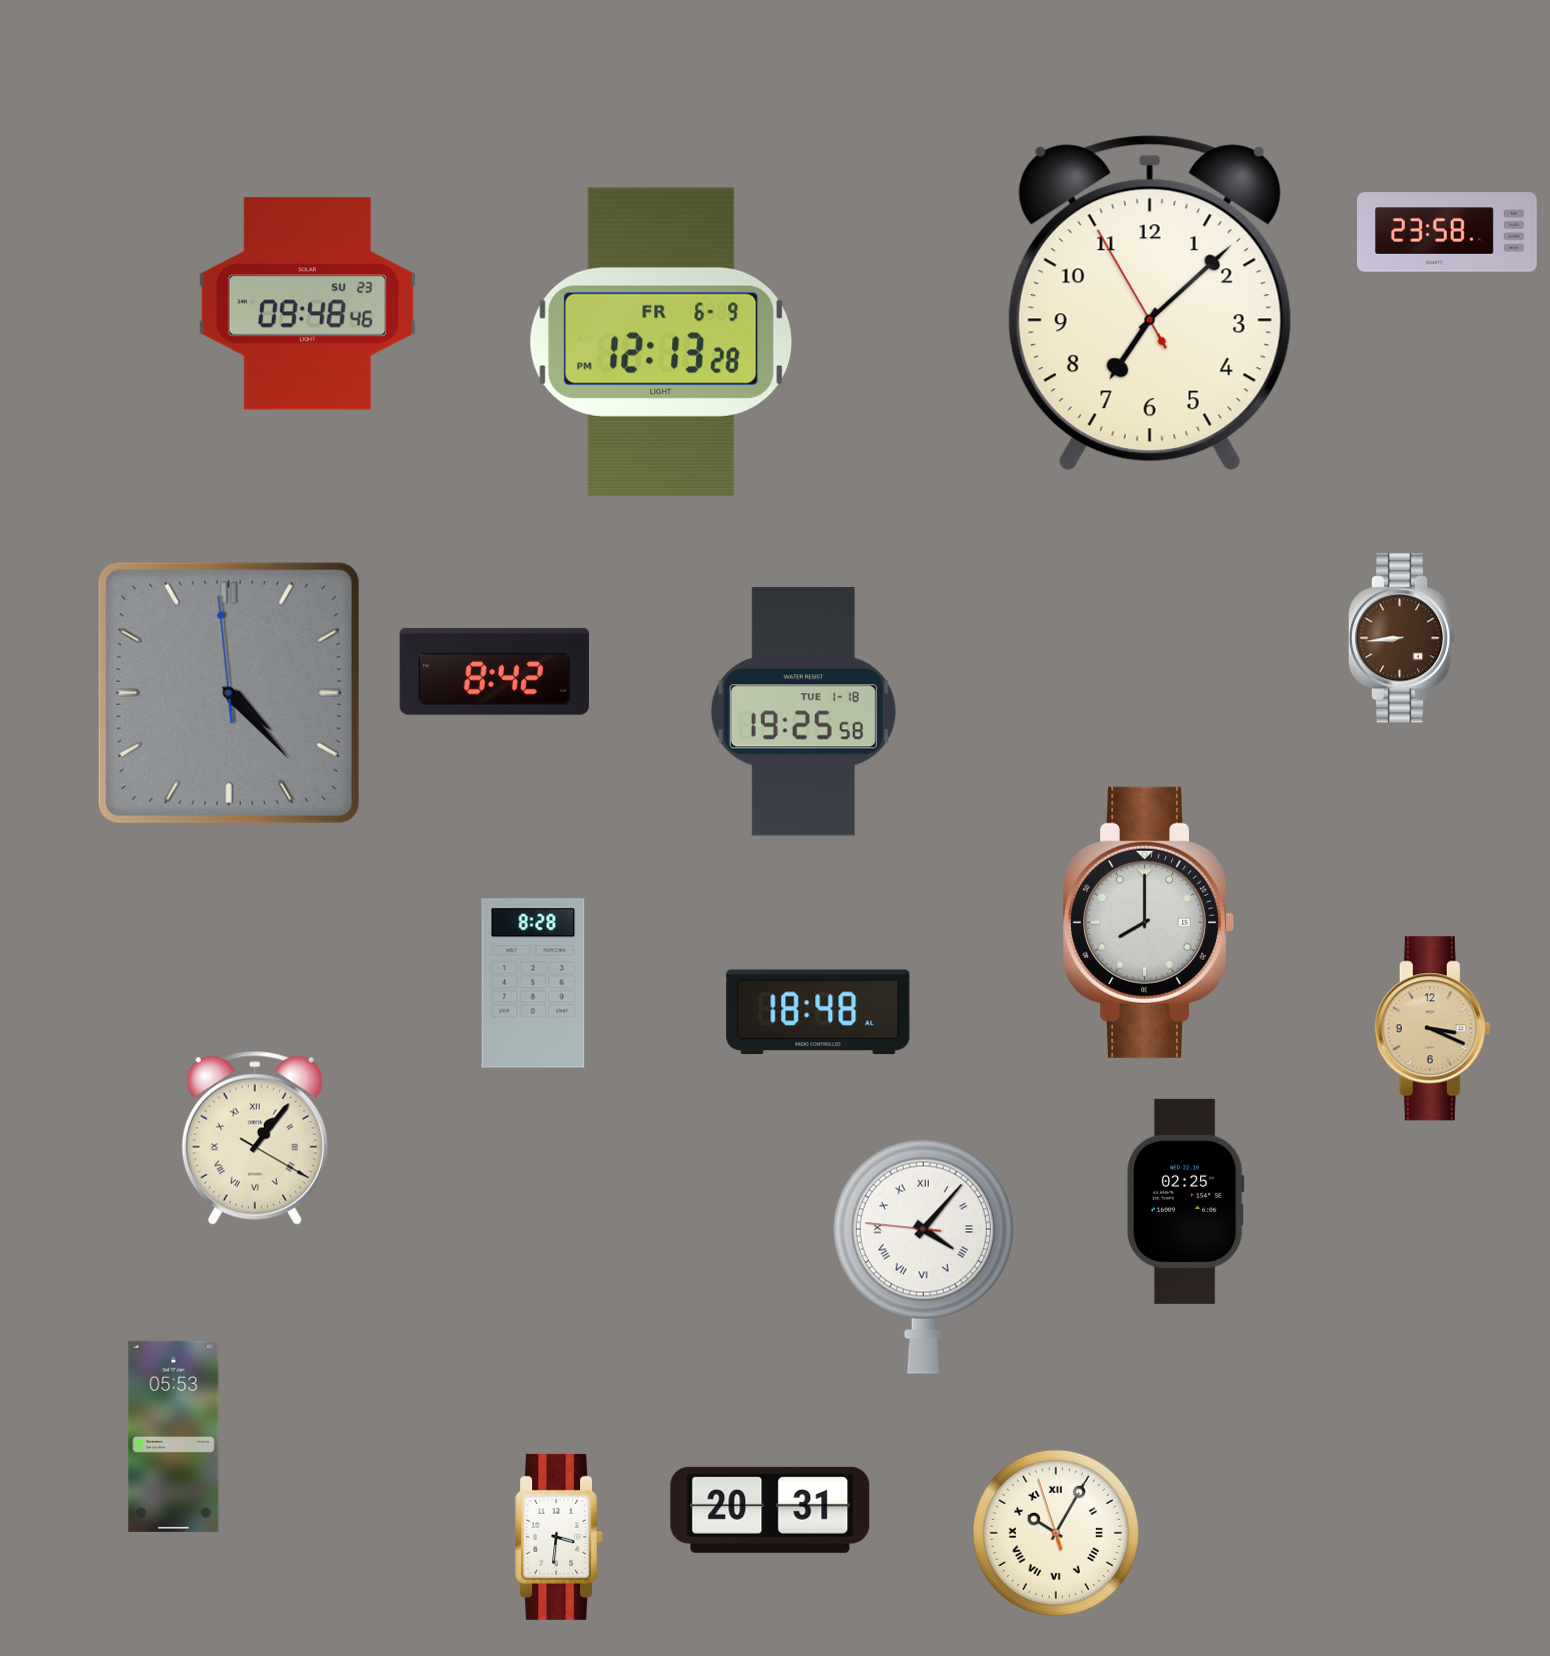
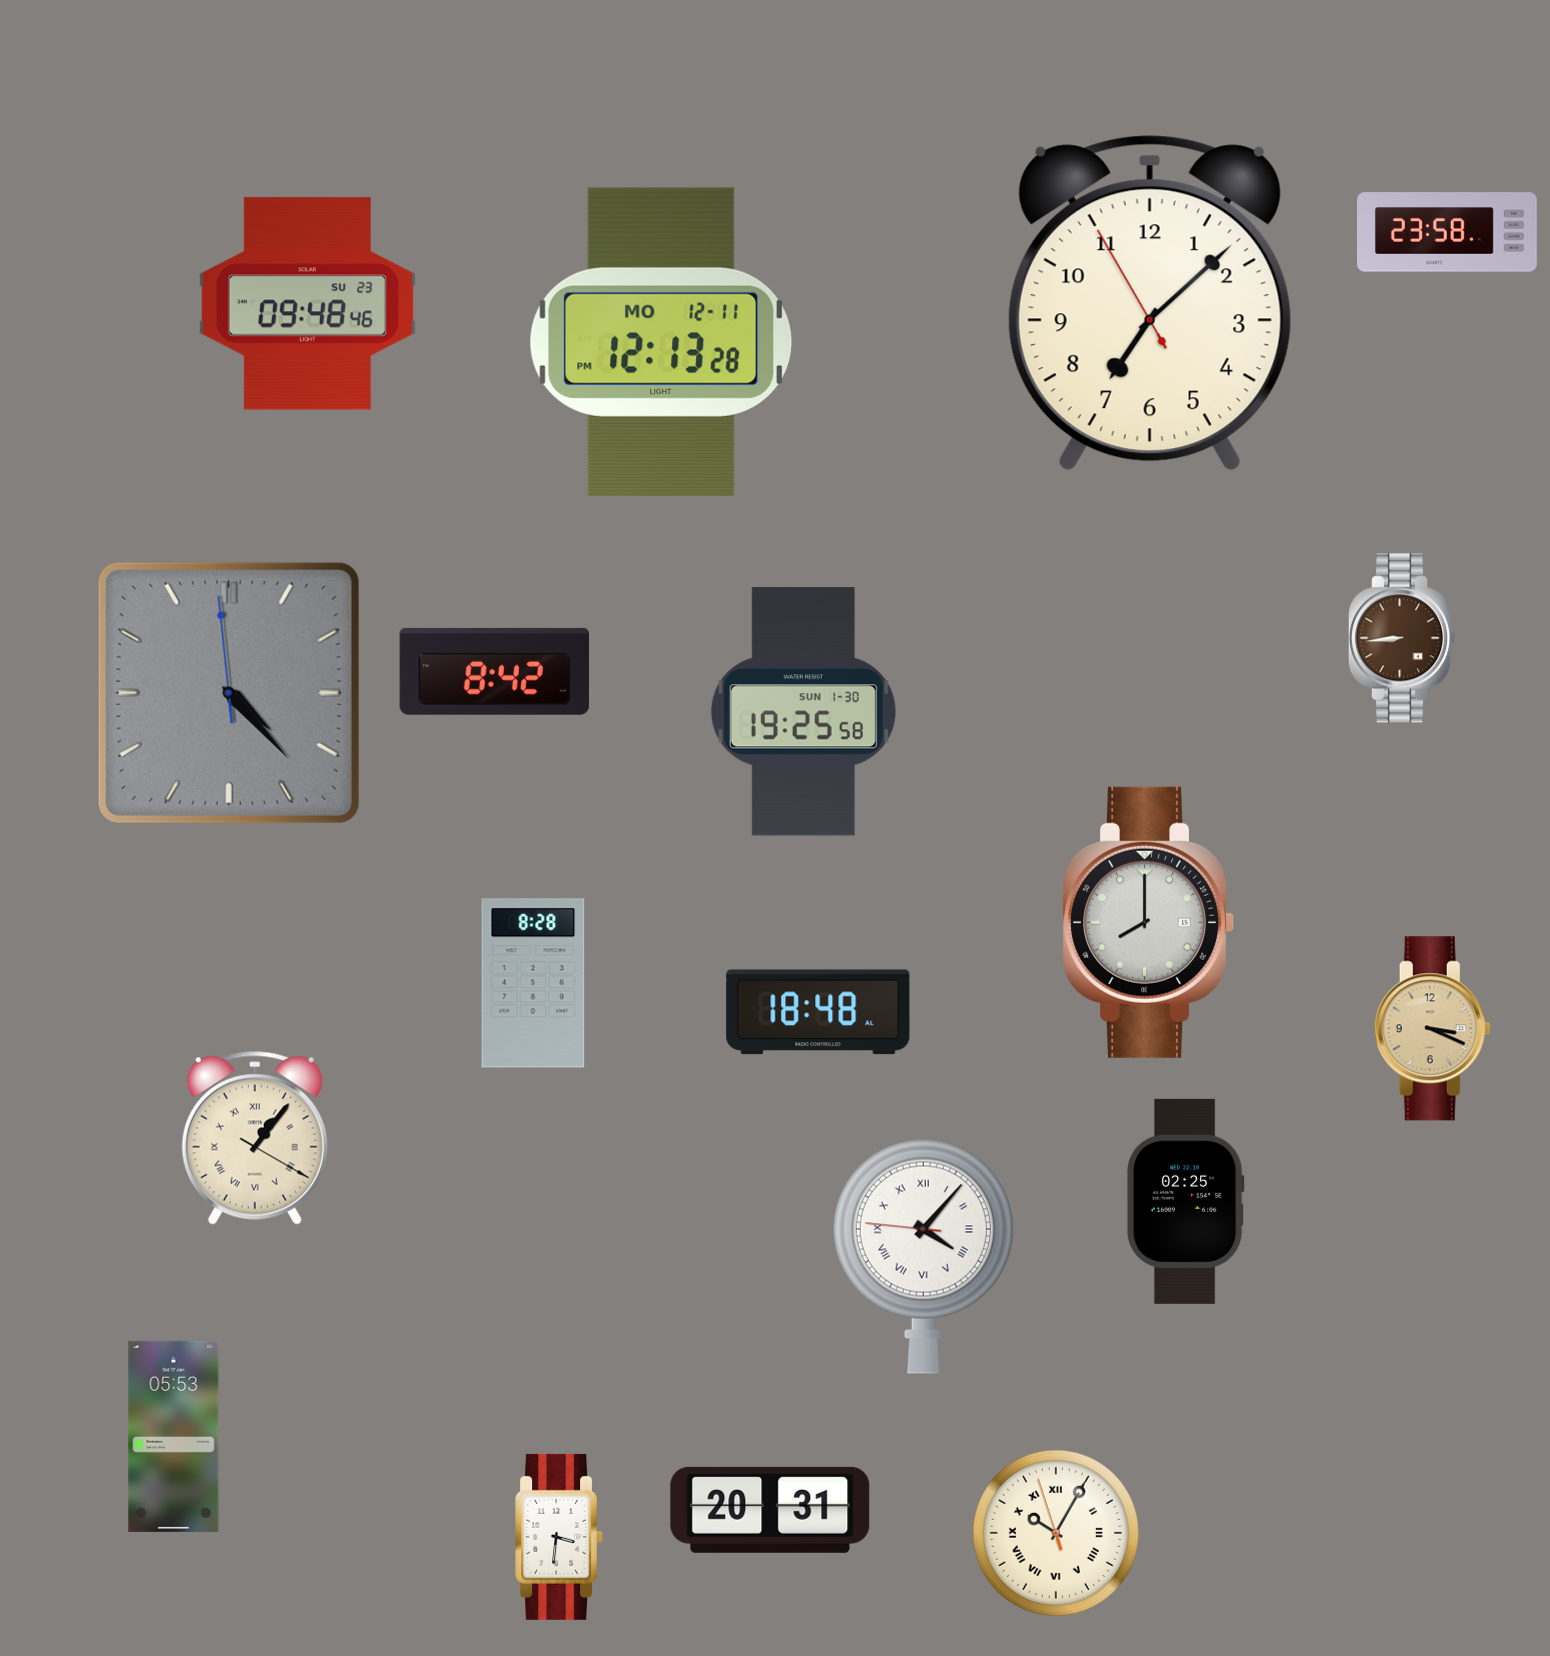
clock at (661, 342) date: FR 6-9 -> MO 12-11
clock at (803, 712) date: TUE 1-18 -> SUN 1-30
